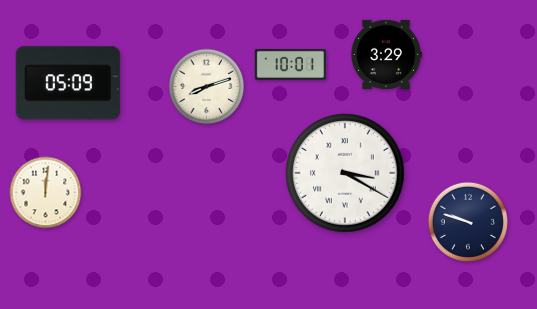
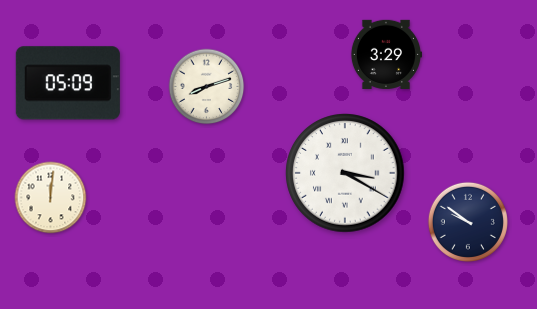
clock at (290, 64): 10:01 -> none
clock at (46, 193) position: (46, 193) -> (51, 198)
clock at (468, 222): 9:48 -> 9:51
